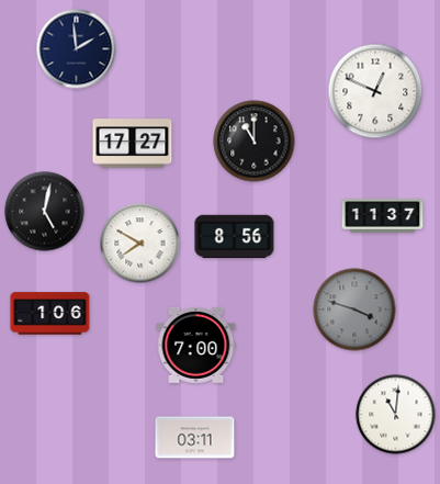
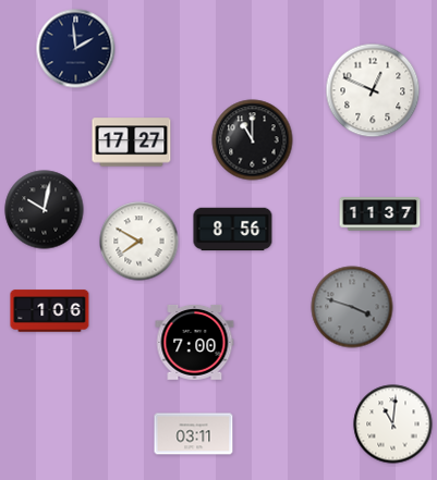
clock at (45, 212): 5:02 -> 10:02
clock at (235, 237) position: (235, 237) -> (233, 230)
clock at (396, 415) position: (396, 415) -> (393, 424)
